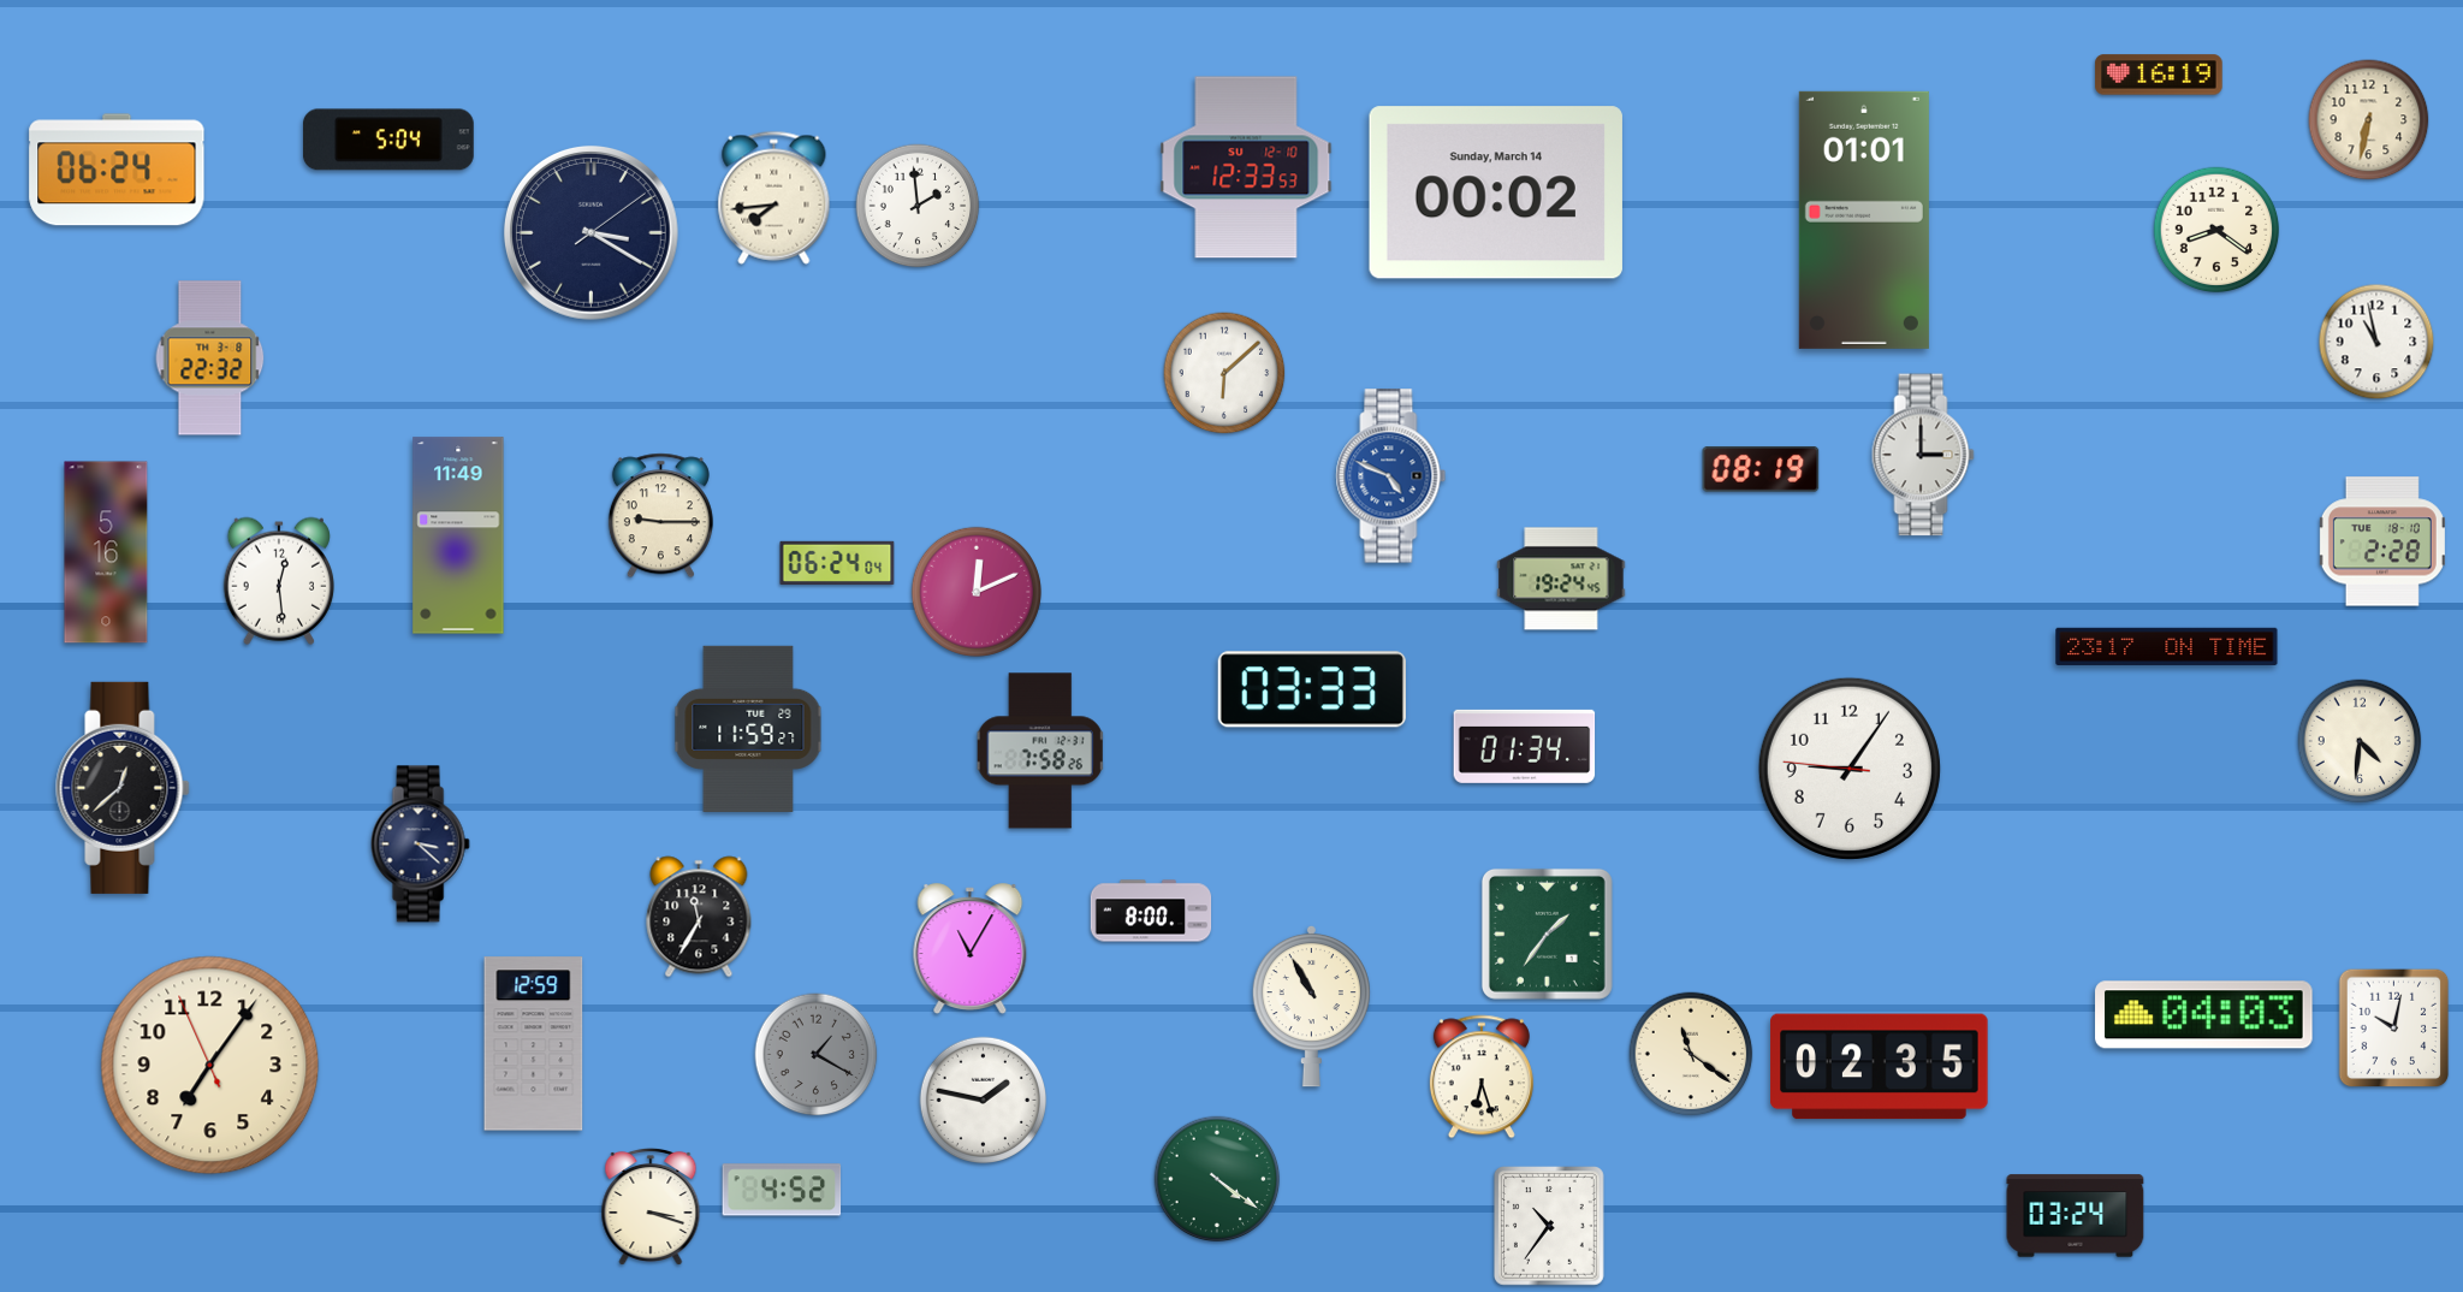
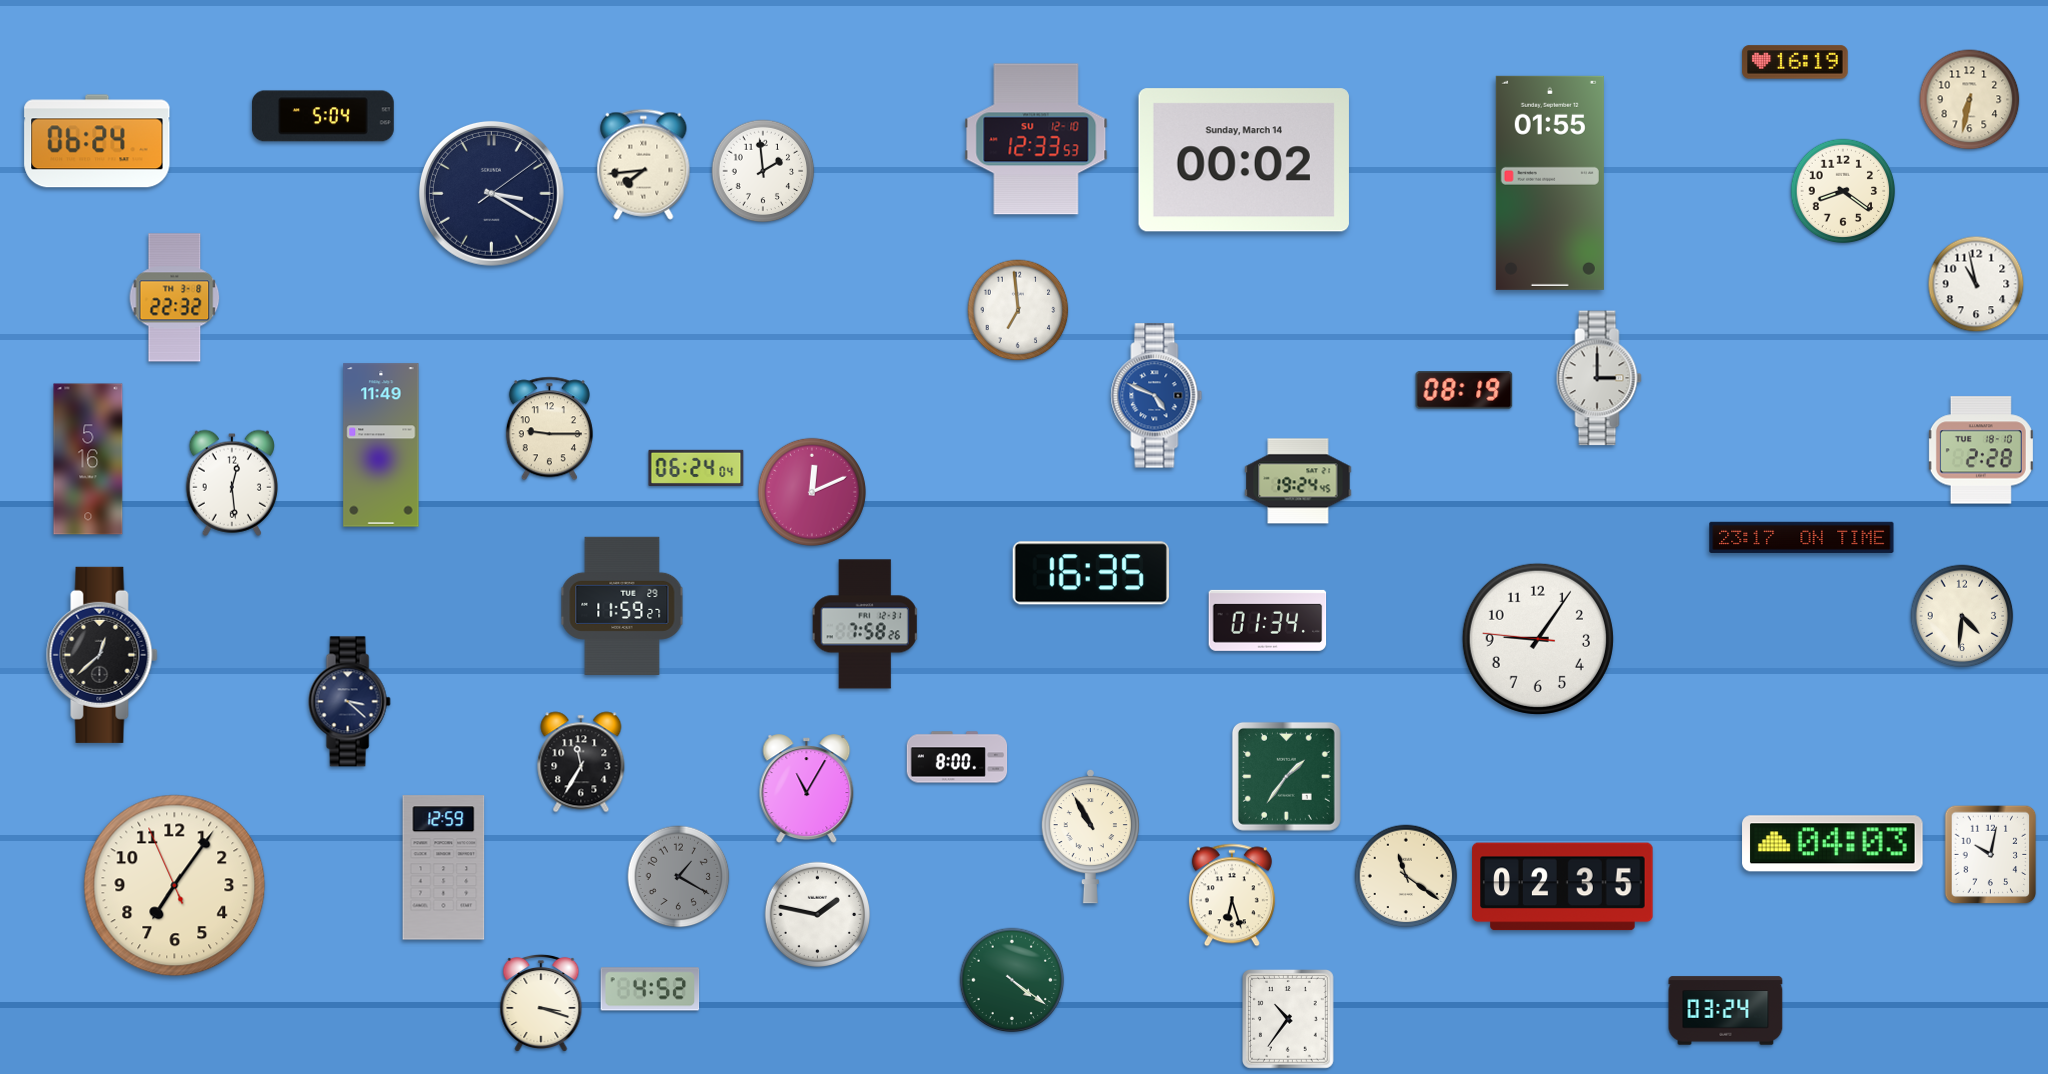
clock at (1864, 220): 01:01 -> 01:55
clock at (1224, 373): 6:08 -> 6:59
clock at (1312, 689): 03:33 -> 16:35
